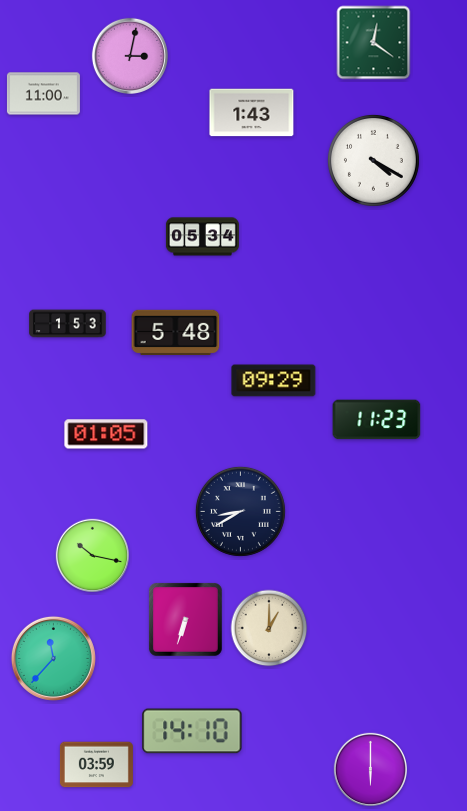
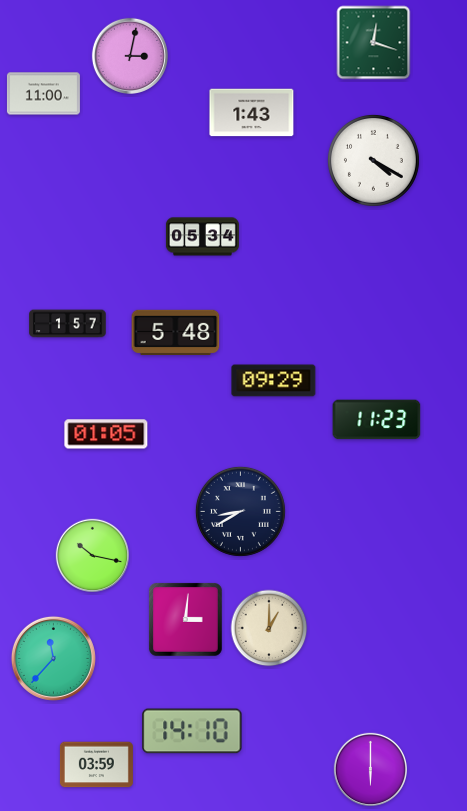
clock at (374, 43): 12:21 -> 12:18
clock at (68, 324): 1:53 -> 1:57
clock at (185, 619): 6:33 -> 3:01
